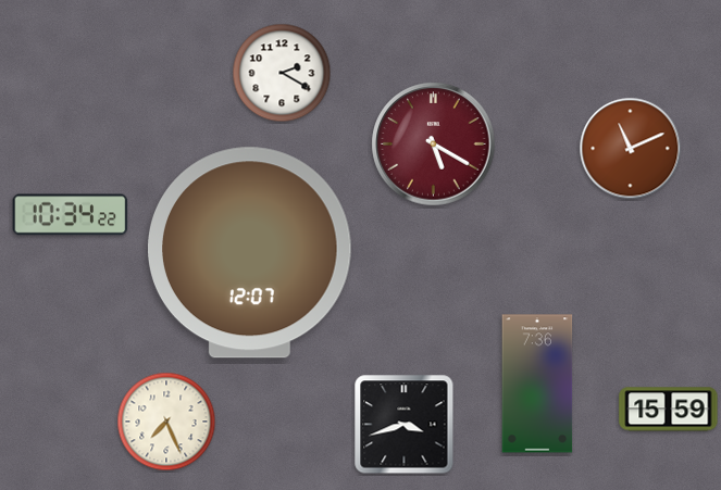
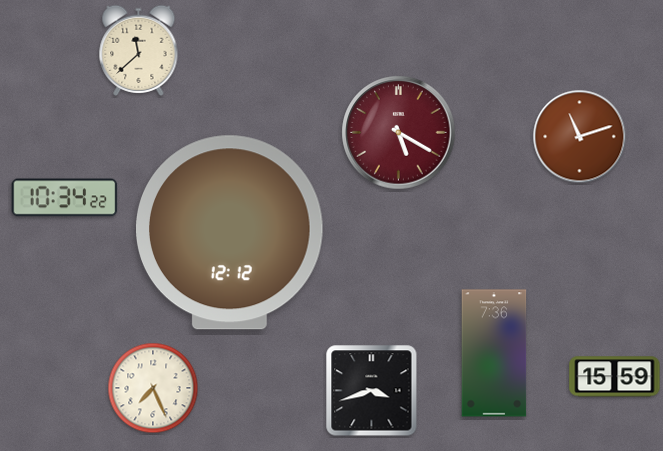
clock at (139, 50): none -> 11:38
clock at (282, 73): 2:20 -> none
clock at (631, 149): 11:11 -> 11:12
clock at (250, 253): 12:07 -> 12:12
